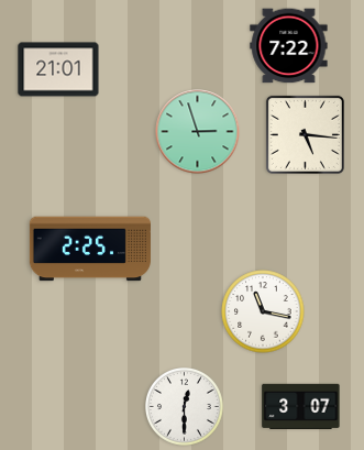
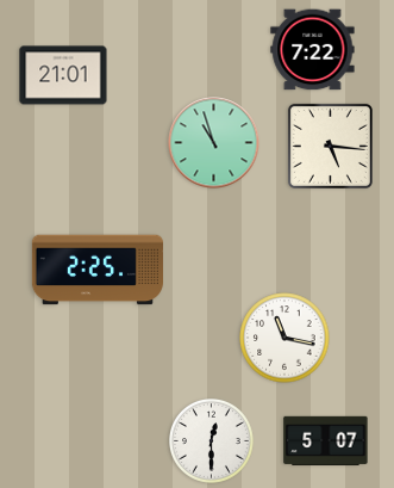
clock at (198, 132): 2:57 -> 10:57
clock at (301, 406): 3:07 -> 5:07
clock at (185, 407) position: (185, 407) -> (212, 441)
